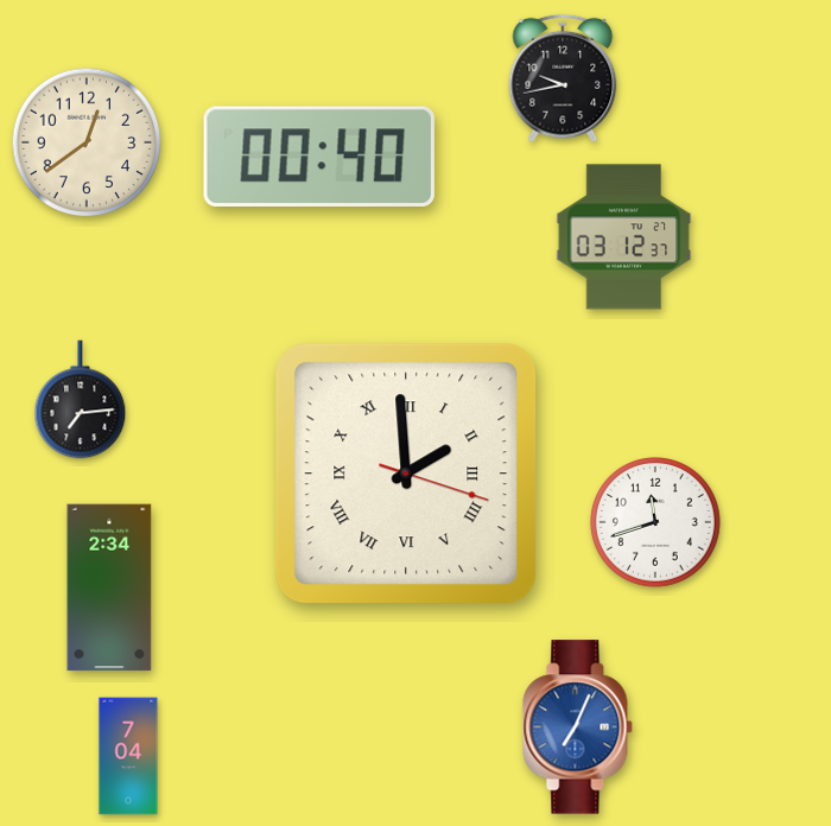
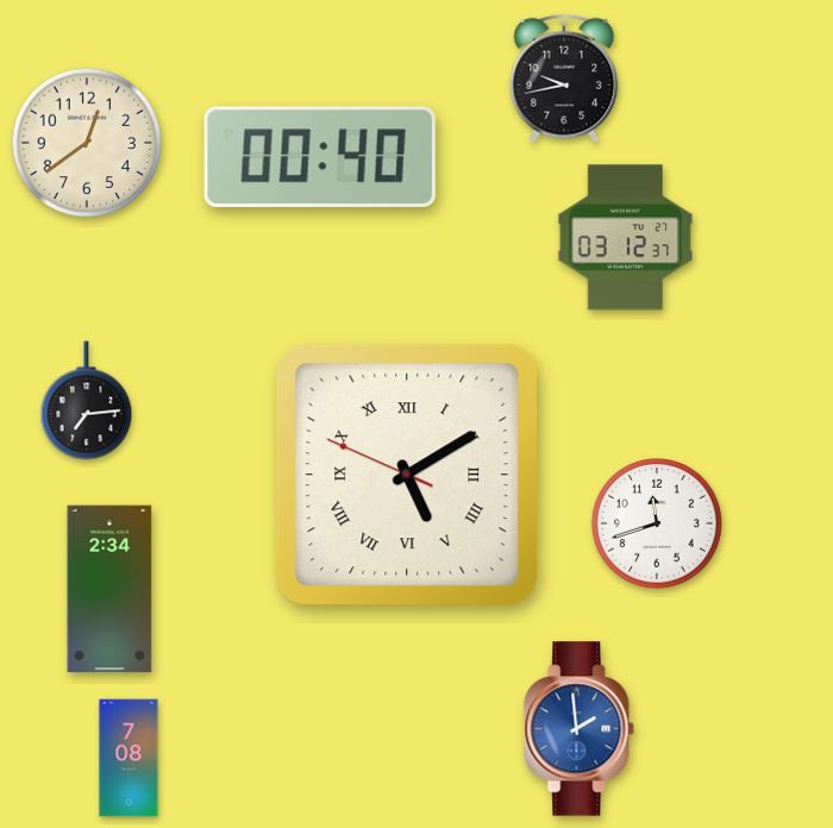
clock at (81, 400) position: (81, 400) -> (87, 401)
clock at (406, 474): 1:59 -> 5:09
clock at (578, 727): 7:04 -> 1:59
clock at (128, 756): 7:04 -> 7:08
